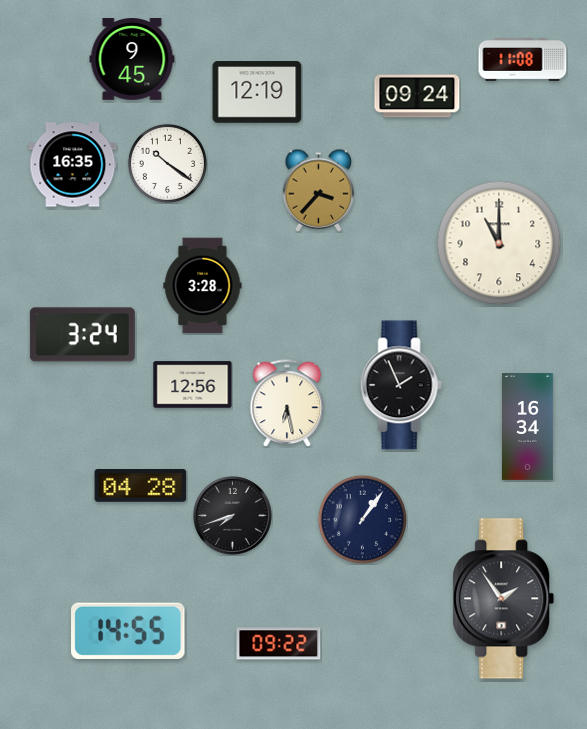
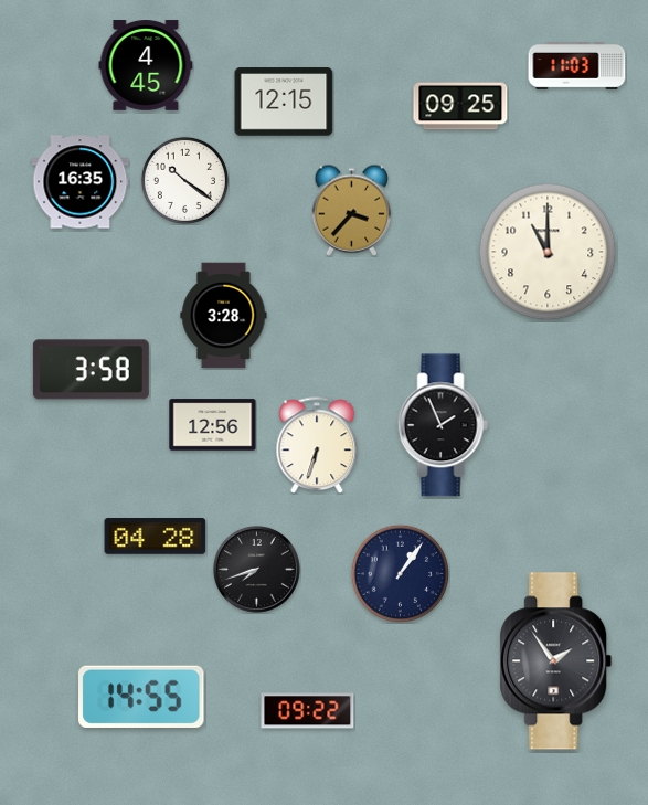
clock at (132, 59): 9:45 -> 4:45
clock at (523, 60): 11:08 -> 11:03
clock at (257, 92): 12:19 -> 12:15
clock at (417, 96): 09:24 -> 09:25
clock at (499, 243) position: (499, 243) -> (548, 252)
clock at (82, 335): 3:24 -> 3:58
clock at (287, 403): 6:28 -> 6:33
clock at (527, 427): 16:34 -> none
